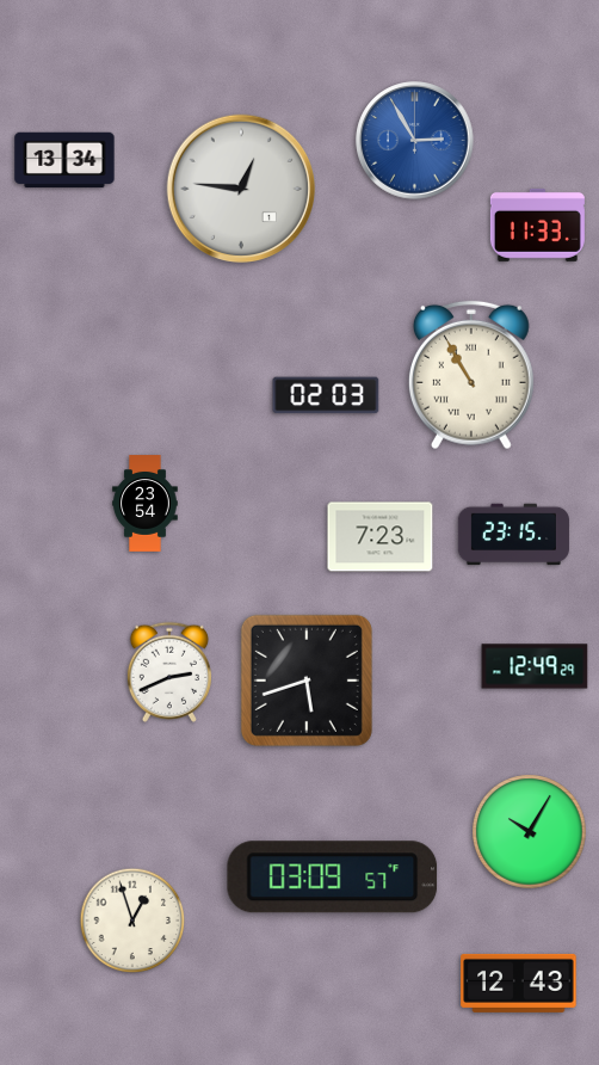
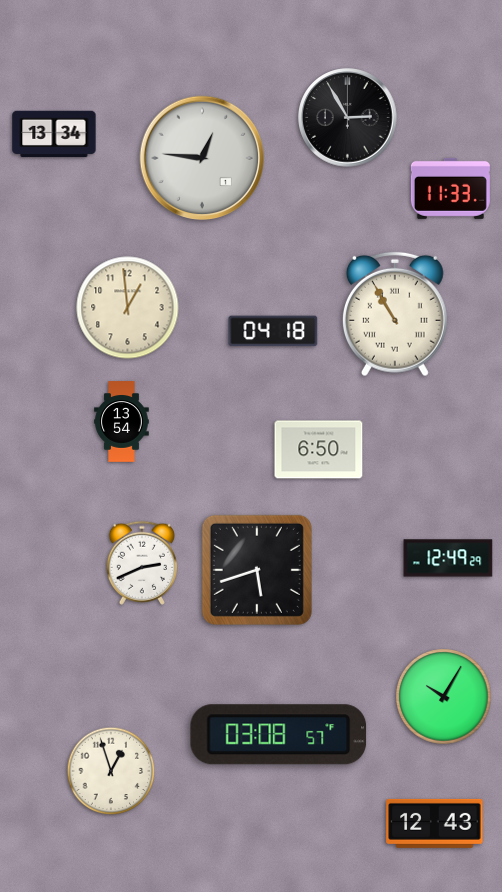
clock at (415, 141) dial: blue -> black
clock at (128, 308): none -> 12:59
clock at (326, 395): 02:03 -> 04:18
clock at (146, 504): 23:54 -> 13:54
clock at (513, 535): 23:15 -> none
clock at (381, 537): 7:23 -> 6:50
clock at (333, 878): 03:09 -> 03:08
